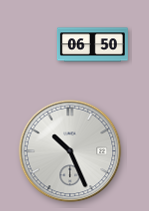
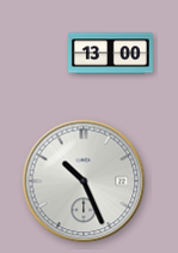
clock at (92, 45): 06:50 -> 13:00
